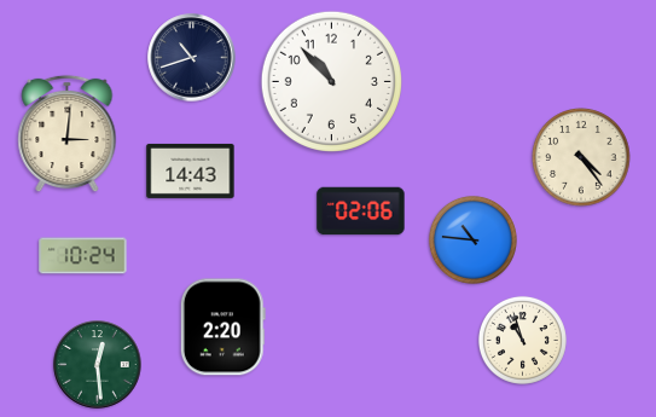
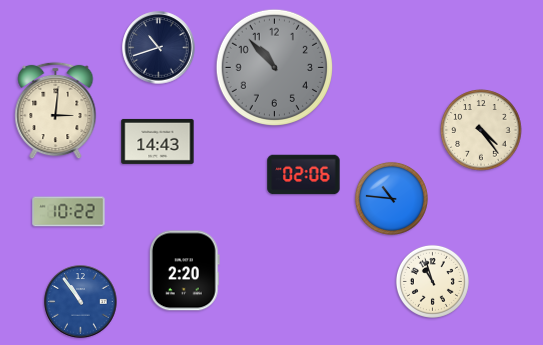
clock at (331, 81) dial: white -> grey
clock at (361, 212) position: (361, 212) -> (304, 175)
clock at (83, 256): 10:24 -> 10:22
clock at (98, 365): 12:29 -> 10:54
clock at (98, 365) dial: green -> blue
